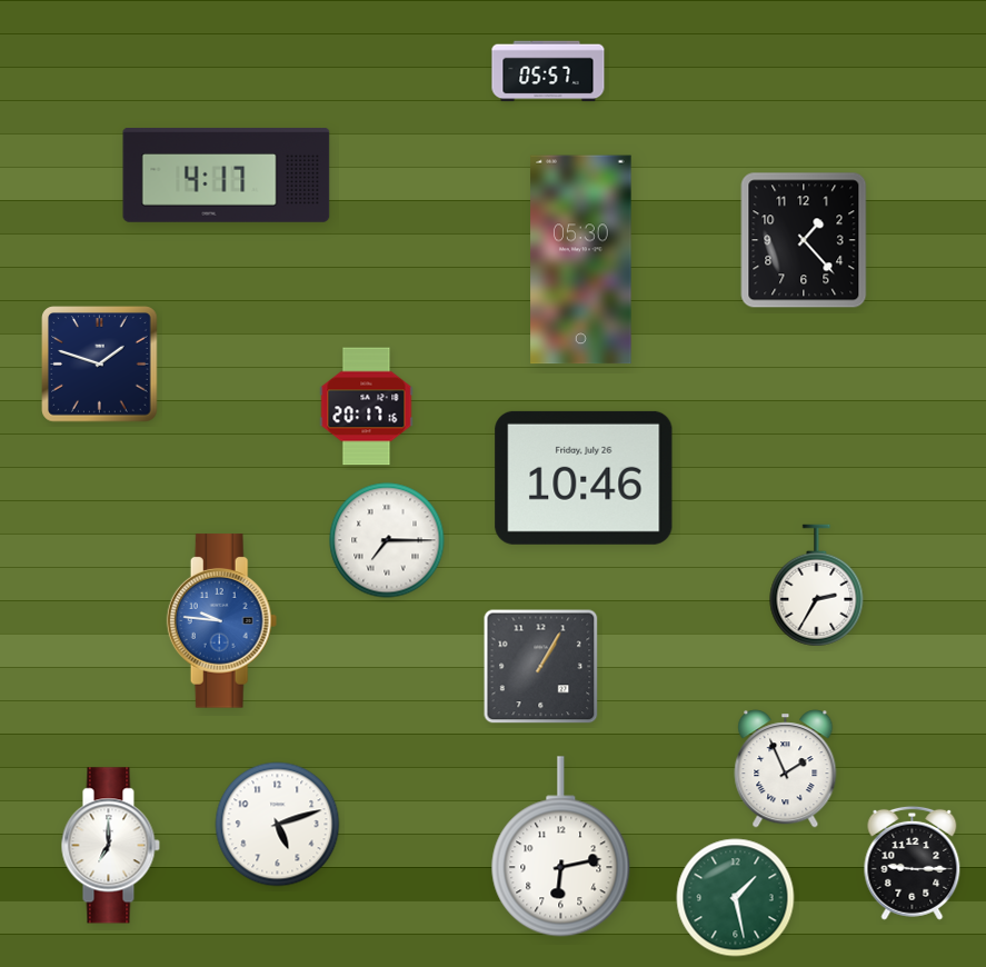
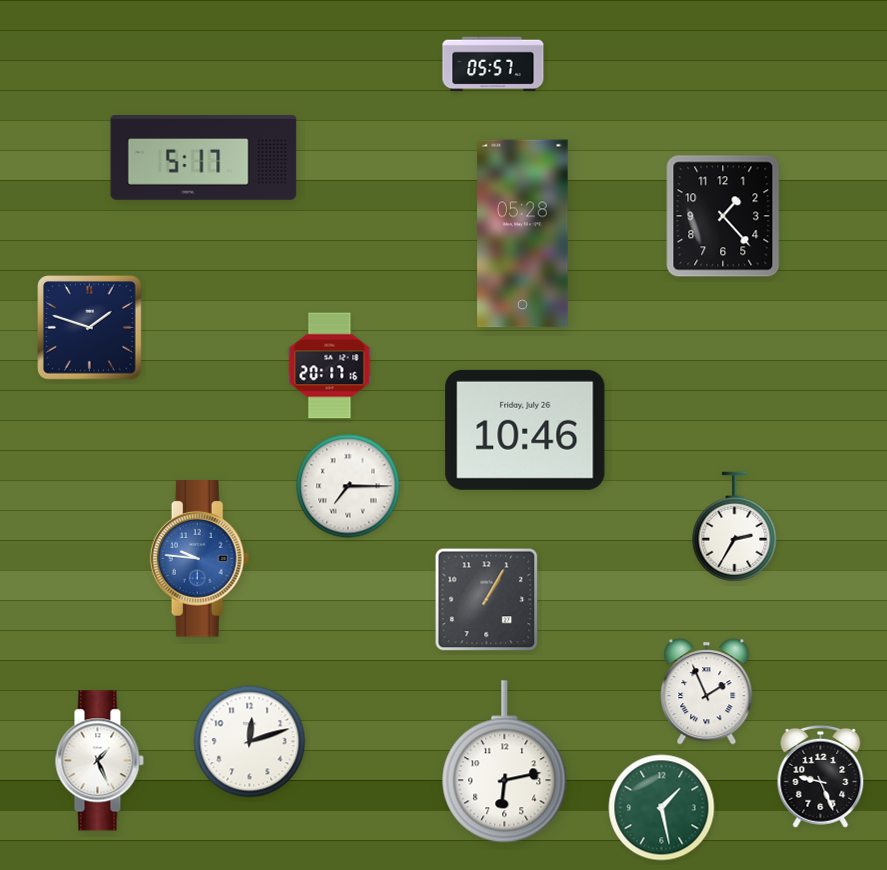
clock at (227, 176): 4:17 -> 5:17
clock at (581, 260): 05:30 -> 05:28
clock at (278, 825): 5:12 -> 12:12
clock at (110, 846): 7:00 -> 1:26
clock at (913, 863): 9:15 -> 9:26
